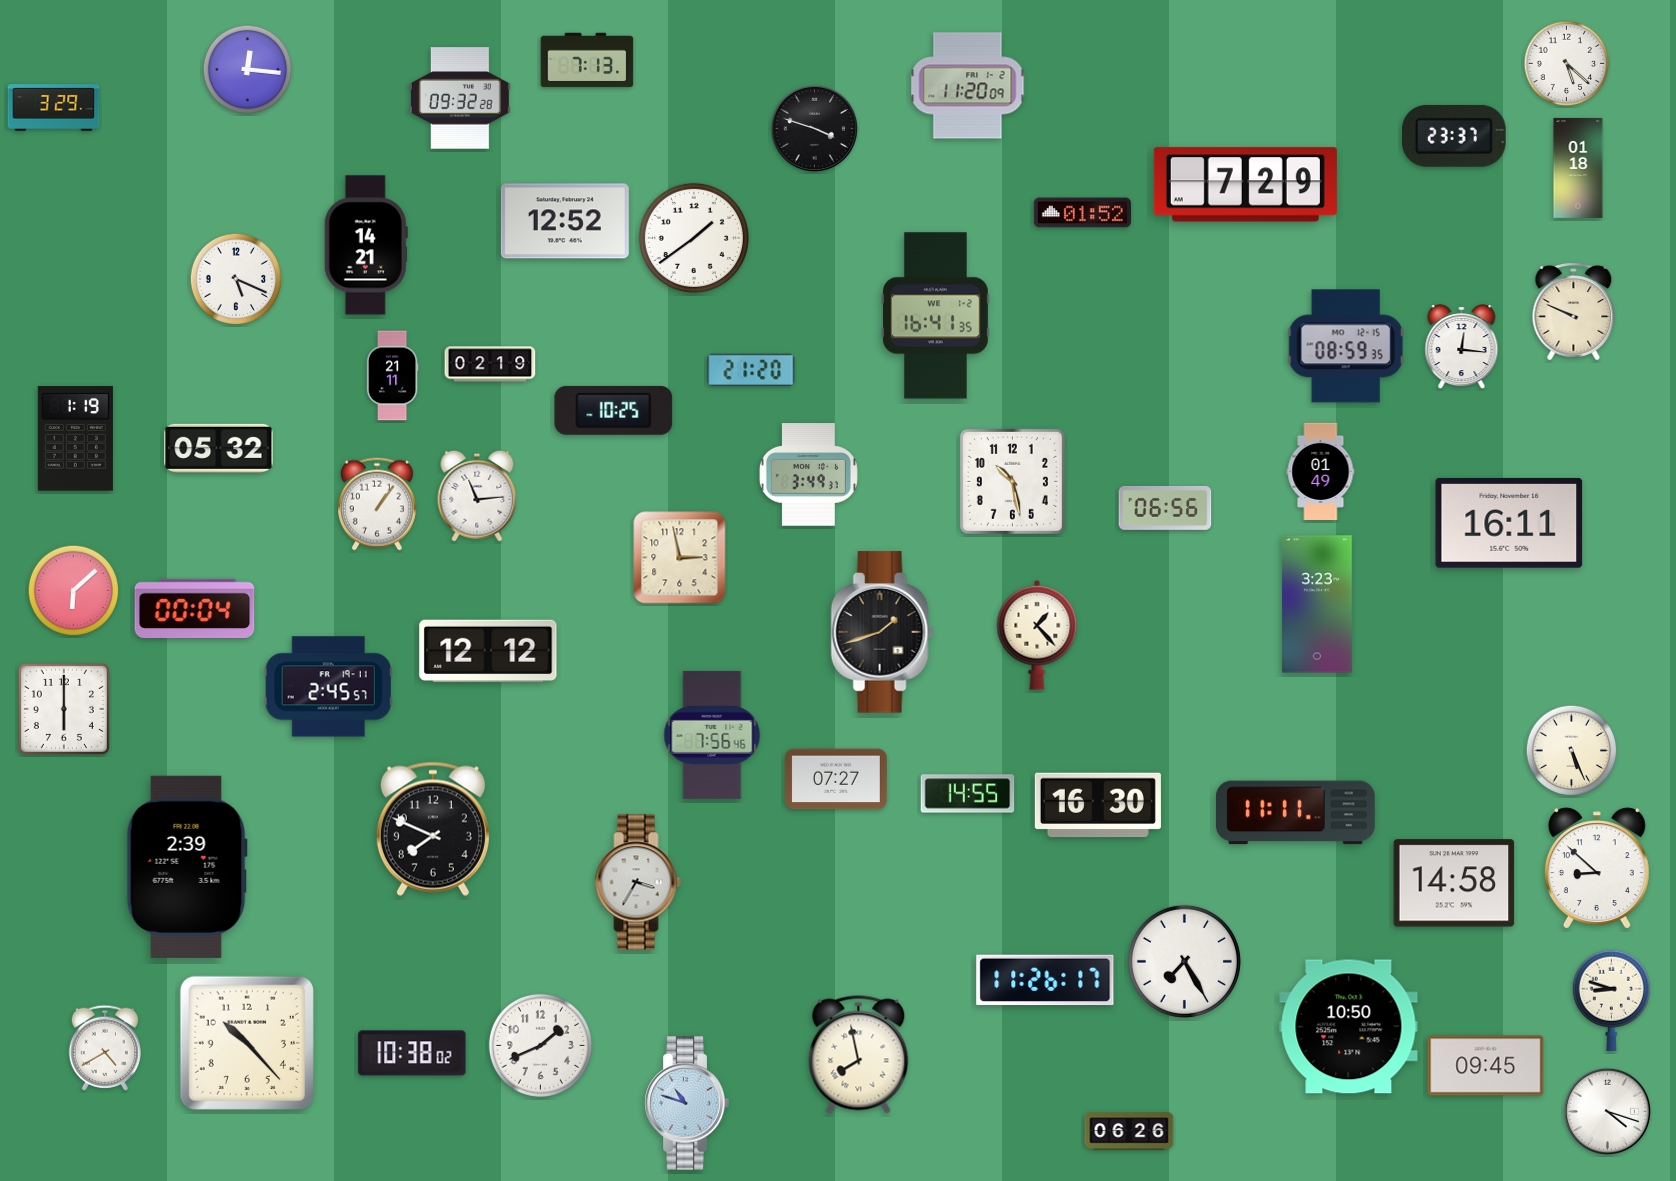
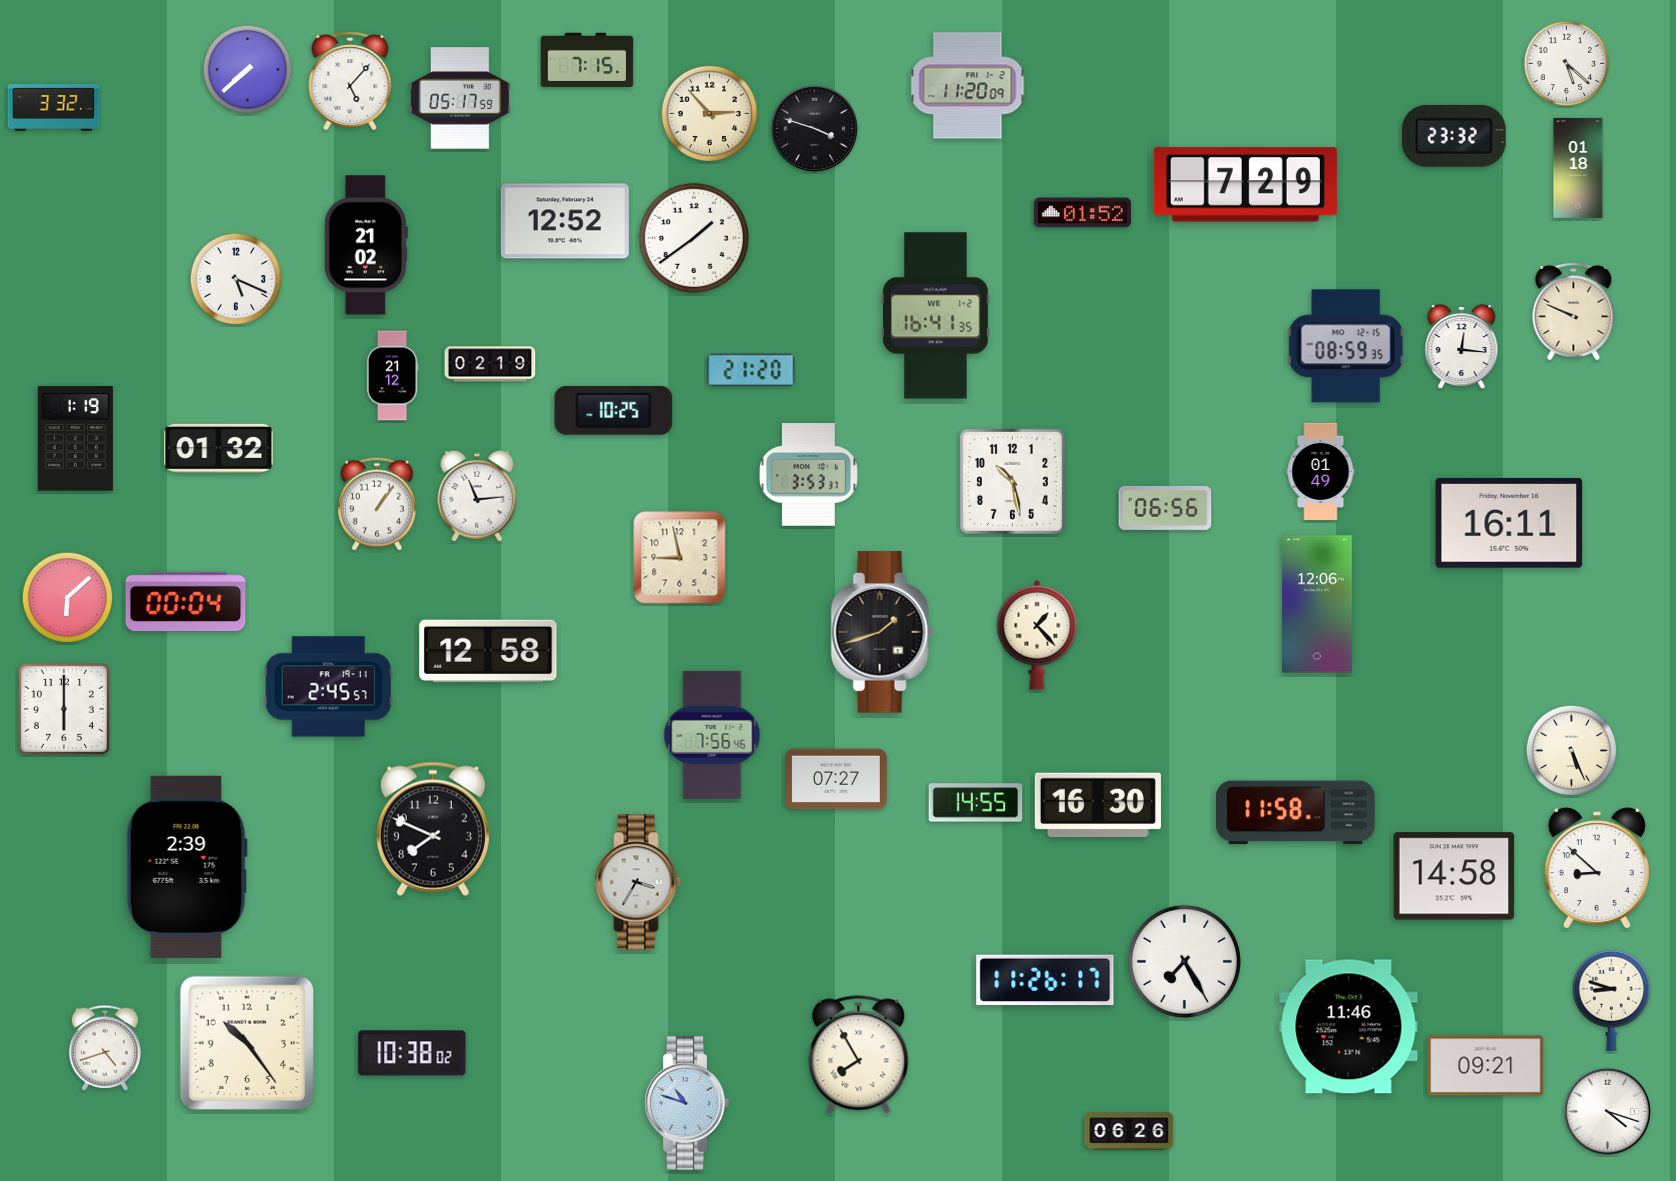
clock at (587, 60): 7:13 -> 7:15
clock at (248, 70): 12:16 -> 7:38
clock at (350, 81): none -> 5:07
clock at (460, 98): 09:32 -> 05:17
clock at (54, 108): 3:29 -> 3:32
clock at (709, 113): none -> 2:53
clock at (1454, 136): 23:37 -> 23:32
clock at (366, 245): 14:21 -> 21:02
clock at (392, 376): 21:11 -> 21:12
clock at (219, 448): 05:32 -> 01:32
clock at (808, 475): 3:49 -> 3:53
clock at (680, 558): 2:58 -> 8:58
clock at (74, 591) position: (74, 591) -> (68, 598)
clock at (1317, 604): 3:23 -> 12:06
clock at (195, 608) position: (195, 608) -> (186, 601)
clock at (488, 651): 12:12 -> 12:58
clock at (968, 794) position: (968, 794) -> (976, 803)
clock at (1295, 813): 11:11 -> 11:58
clock at (1454, 883) position: (1454, 883) -> (1454, 876)
clock at (1349, 1027): 10:50 -> 11:46
clock at (247, 1043): 10:23 -> 10:24
clock at (540, 1045): 1:41 -> none
clock at (105, 1048): 4:40 -> 4:42
clock at (859, 1055): 7:58 -> 7:55
clock at (1486, 1066): 09:45 -> 09:21
